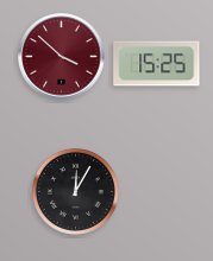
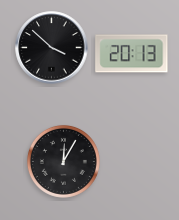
clock at (62, 57) dial: burgundy -> black
clock at (157, 64): 15:25 -> 20:13
